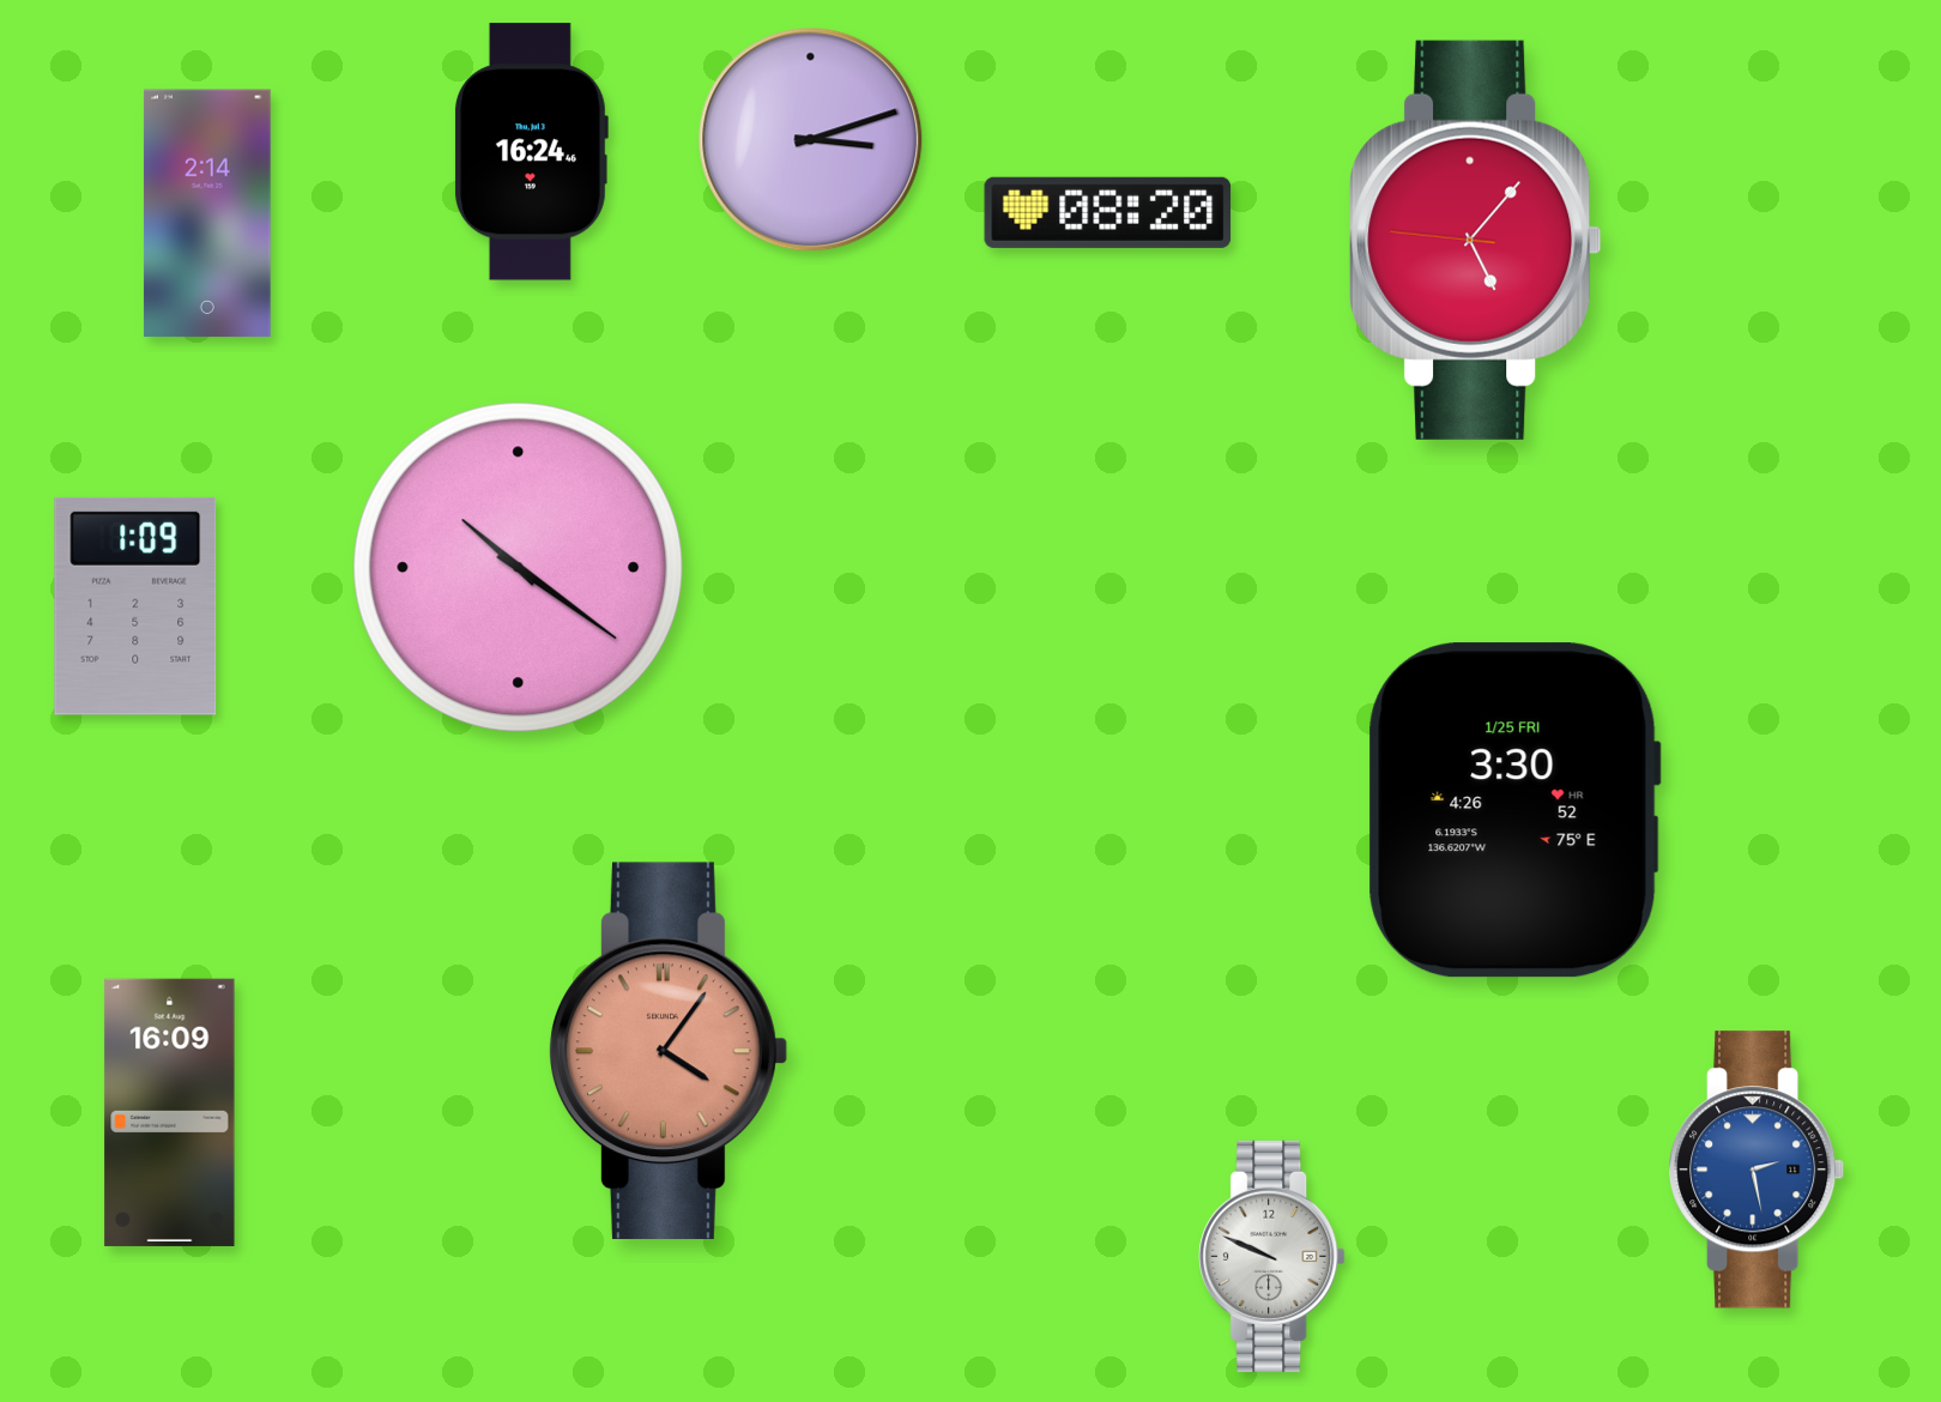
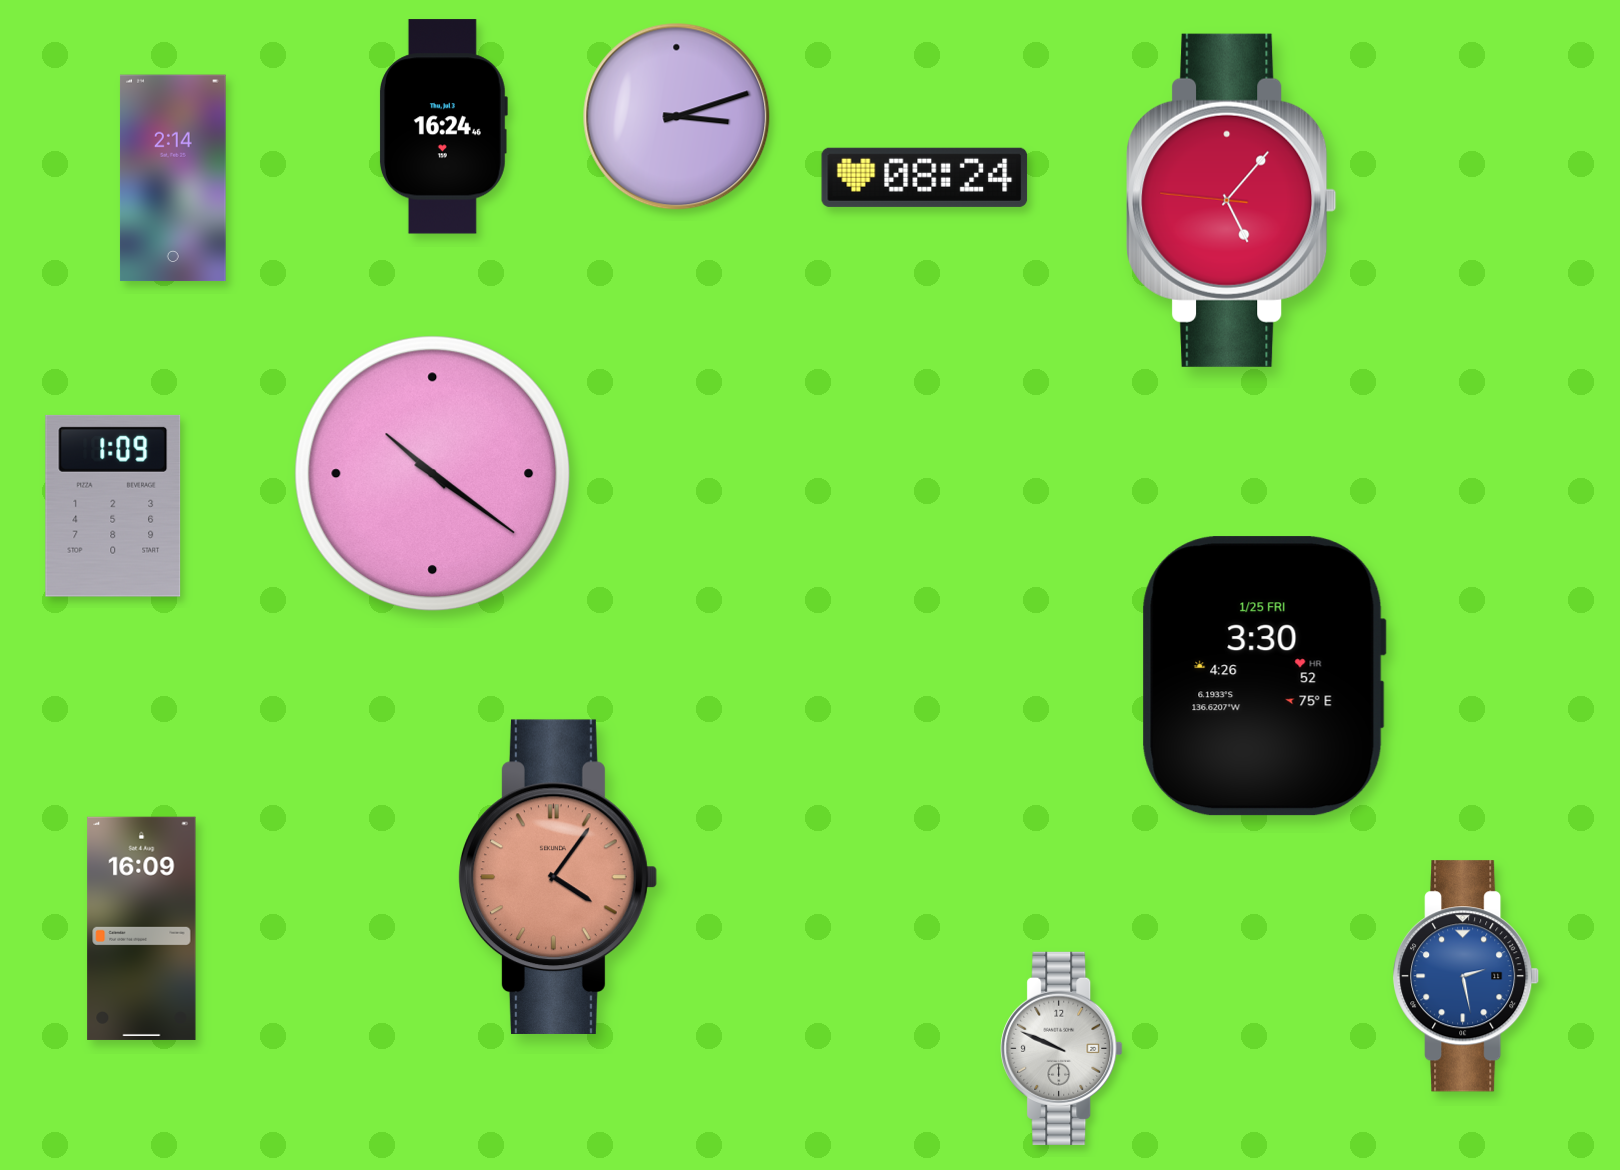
clock at (1108, 212): 08:20 -> 08:24
